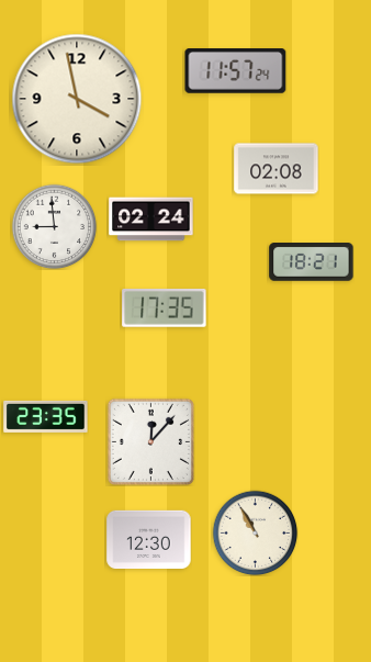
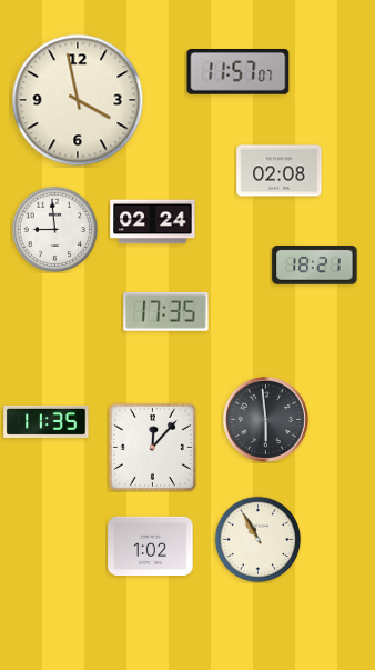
clock at (236, 71): 11:57:24 -> 11:57:07
clock at (265, 419): none -> 5:59
clock at (46, 416): 23:35 -> 11:35
clock at (149, 539): 12:30 -> 1:02
